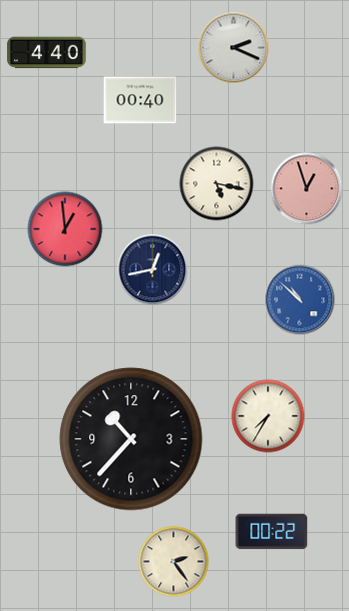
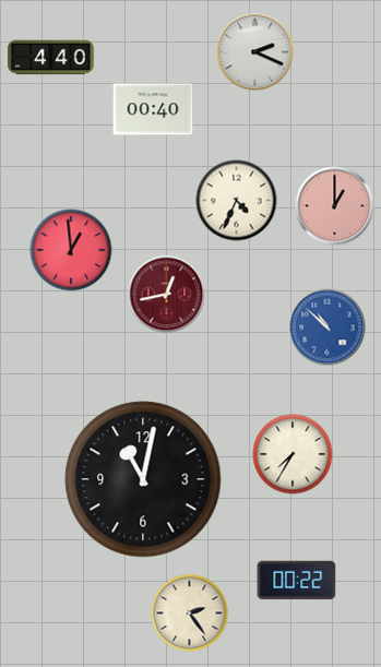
clock at (217, 184): 5:17 -> 4:34
clock at (307, 189): 12:57 -> 1:00
clock at (153, 270) dial: navy -> burgundy
clock at (131, 439): 10:37 -> 11:02
